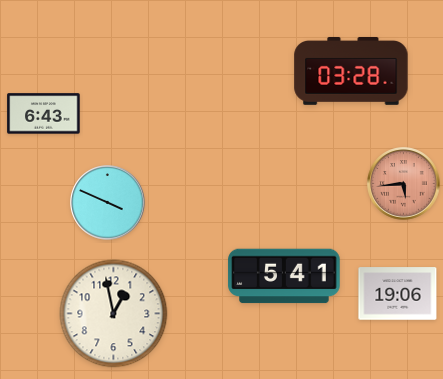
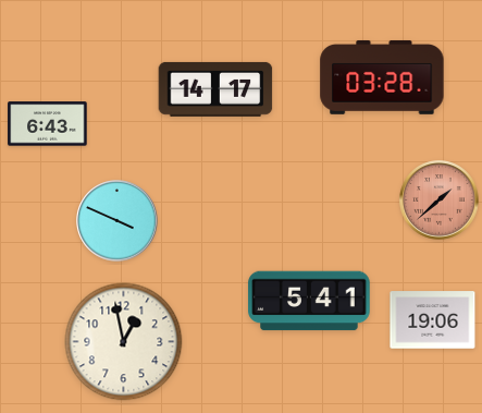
clock at (215, 89): none -> 14:17
clock at (404, 184): 5:44 -> 1:38
